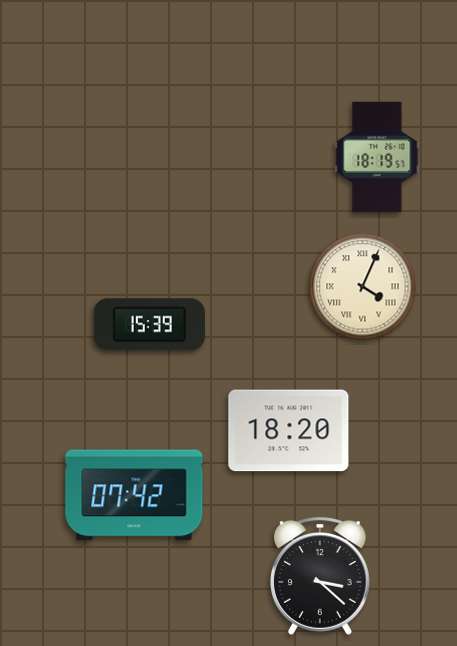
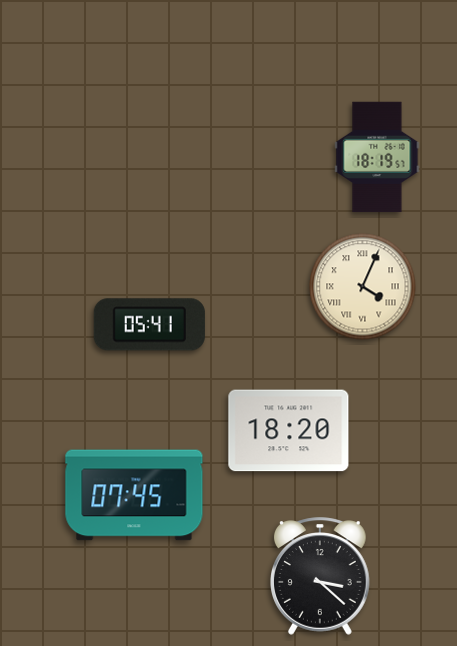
clock at (149, 325): 15:39 -> 05:41
clock at (134, 495): 07:42 -> 07:45
